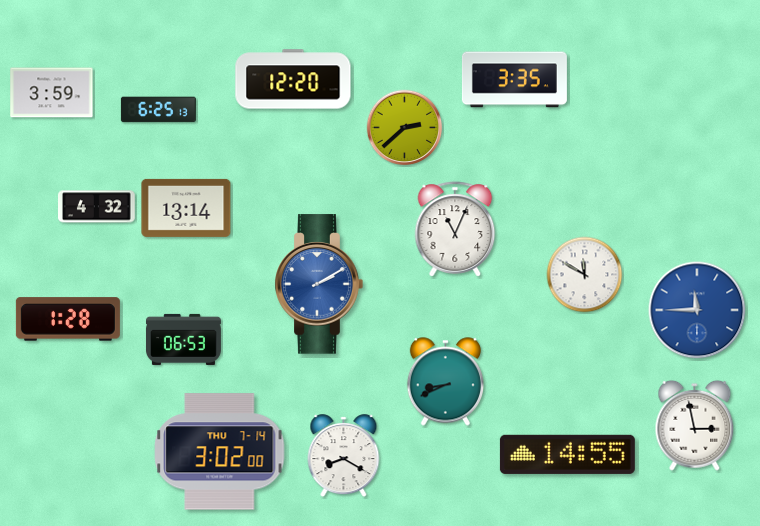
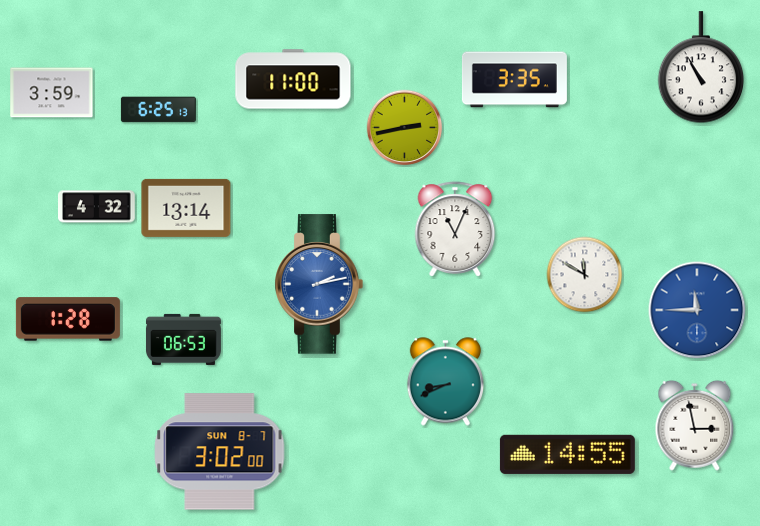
clock at (701, 68): none -> 10:55
clock at (293, 79): 12:20 -> 11:00
clock at (405, 128): 2:38 -> 2:43
clock at (319, 284): 2:10 -> 2:13
clock at (220, 452) date: THU 7-14 -> SUN 8-7
clock at (344, 456): 8:20 -> none
